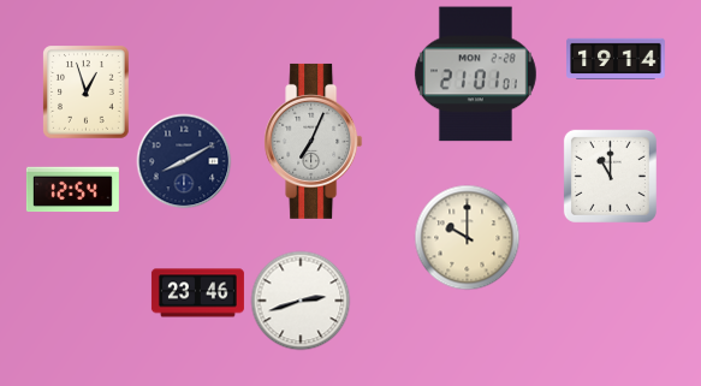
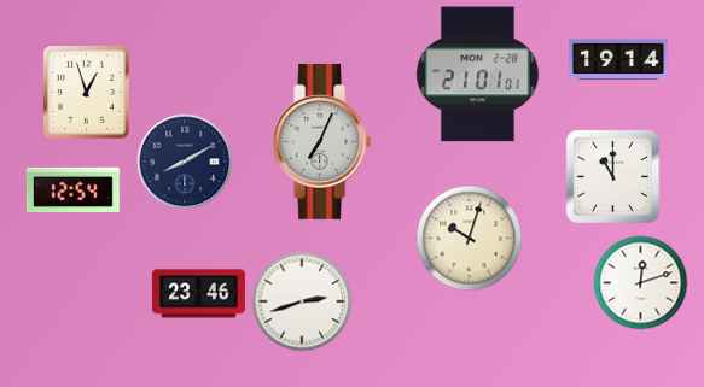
clock at (314, 141) position: (314, 141) -> (322, 141)
clock at (467, 237): 10:00 -> 10:03
clock at (640, 282): none -> 12:12
